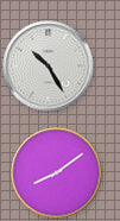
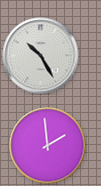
clock at (57, 173): 8:09 -> 1:59
